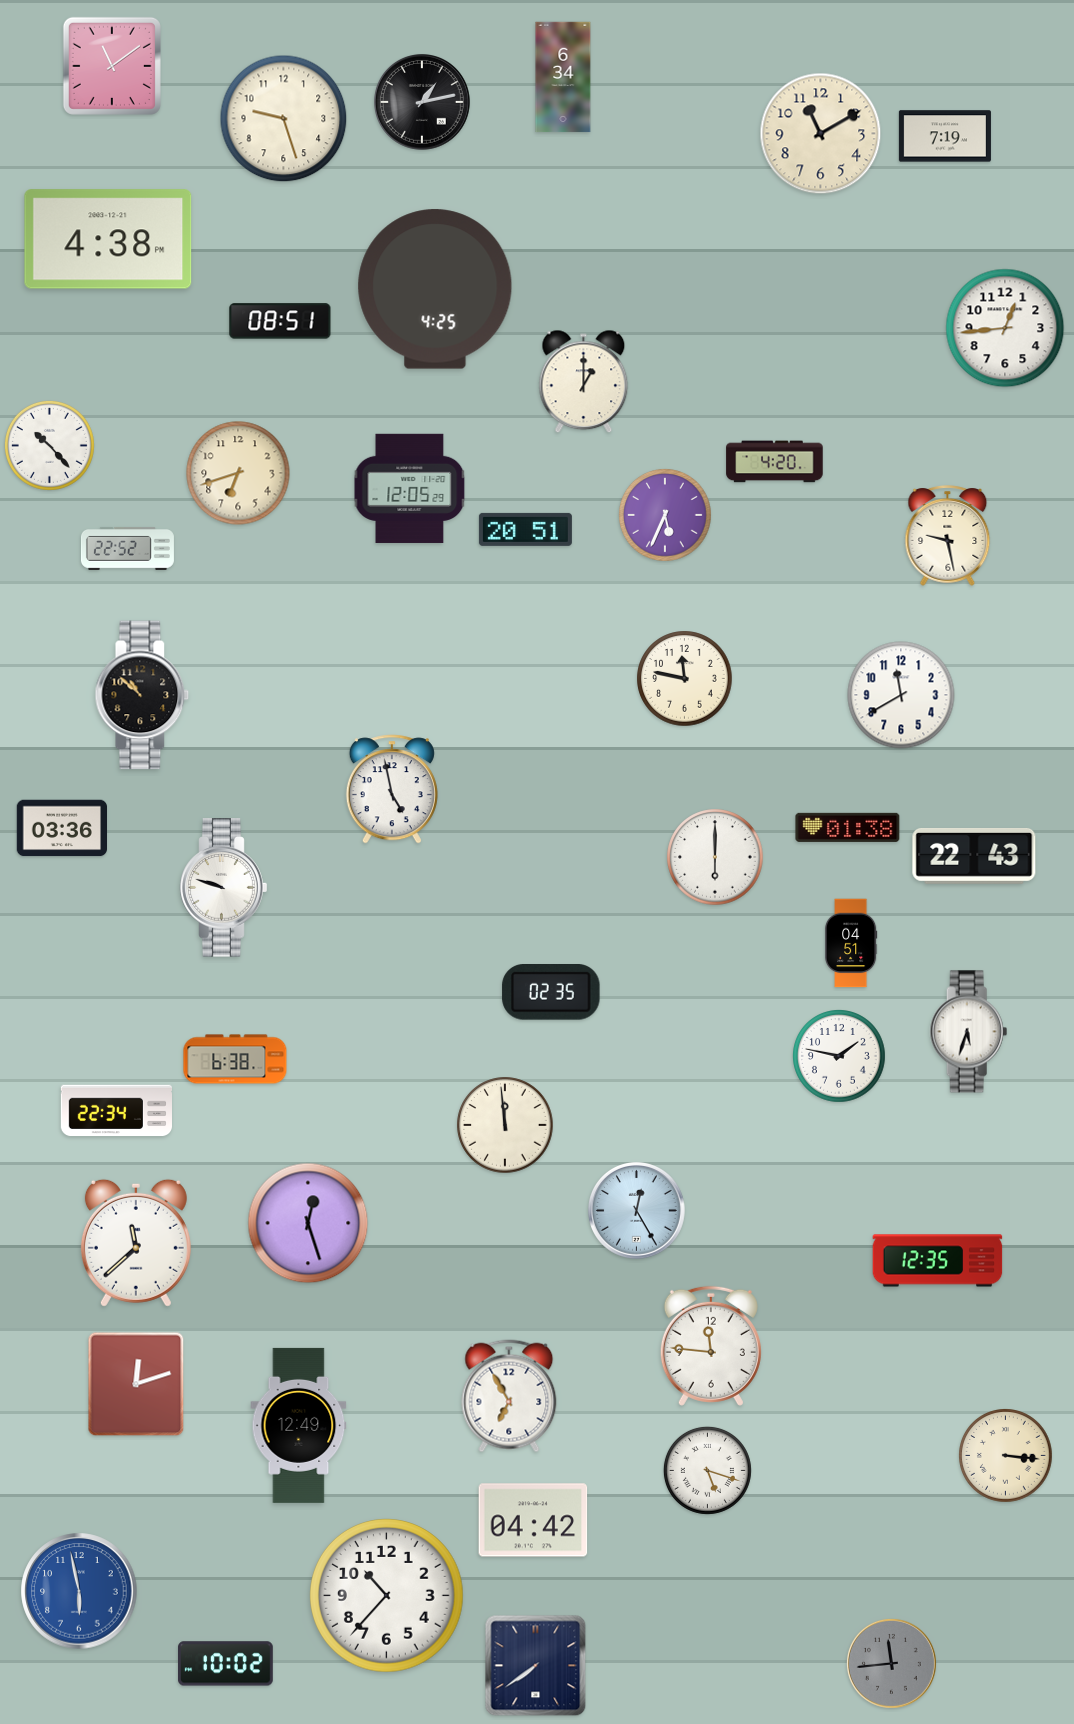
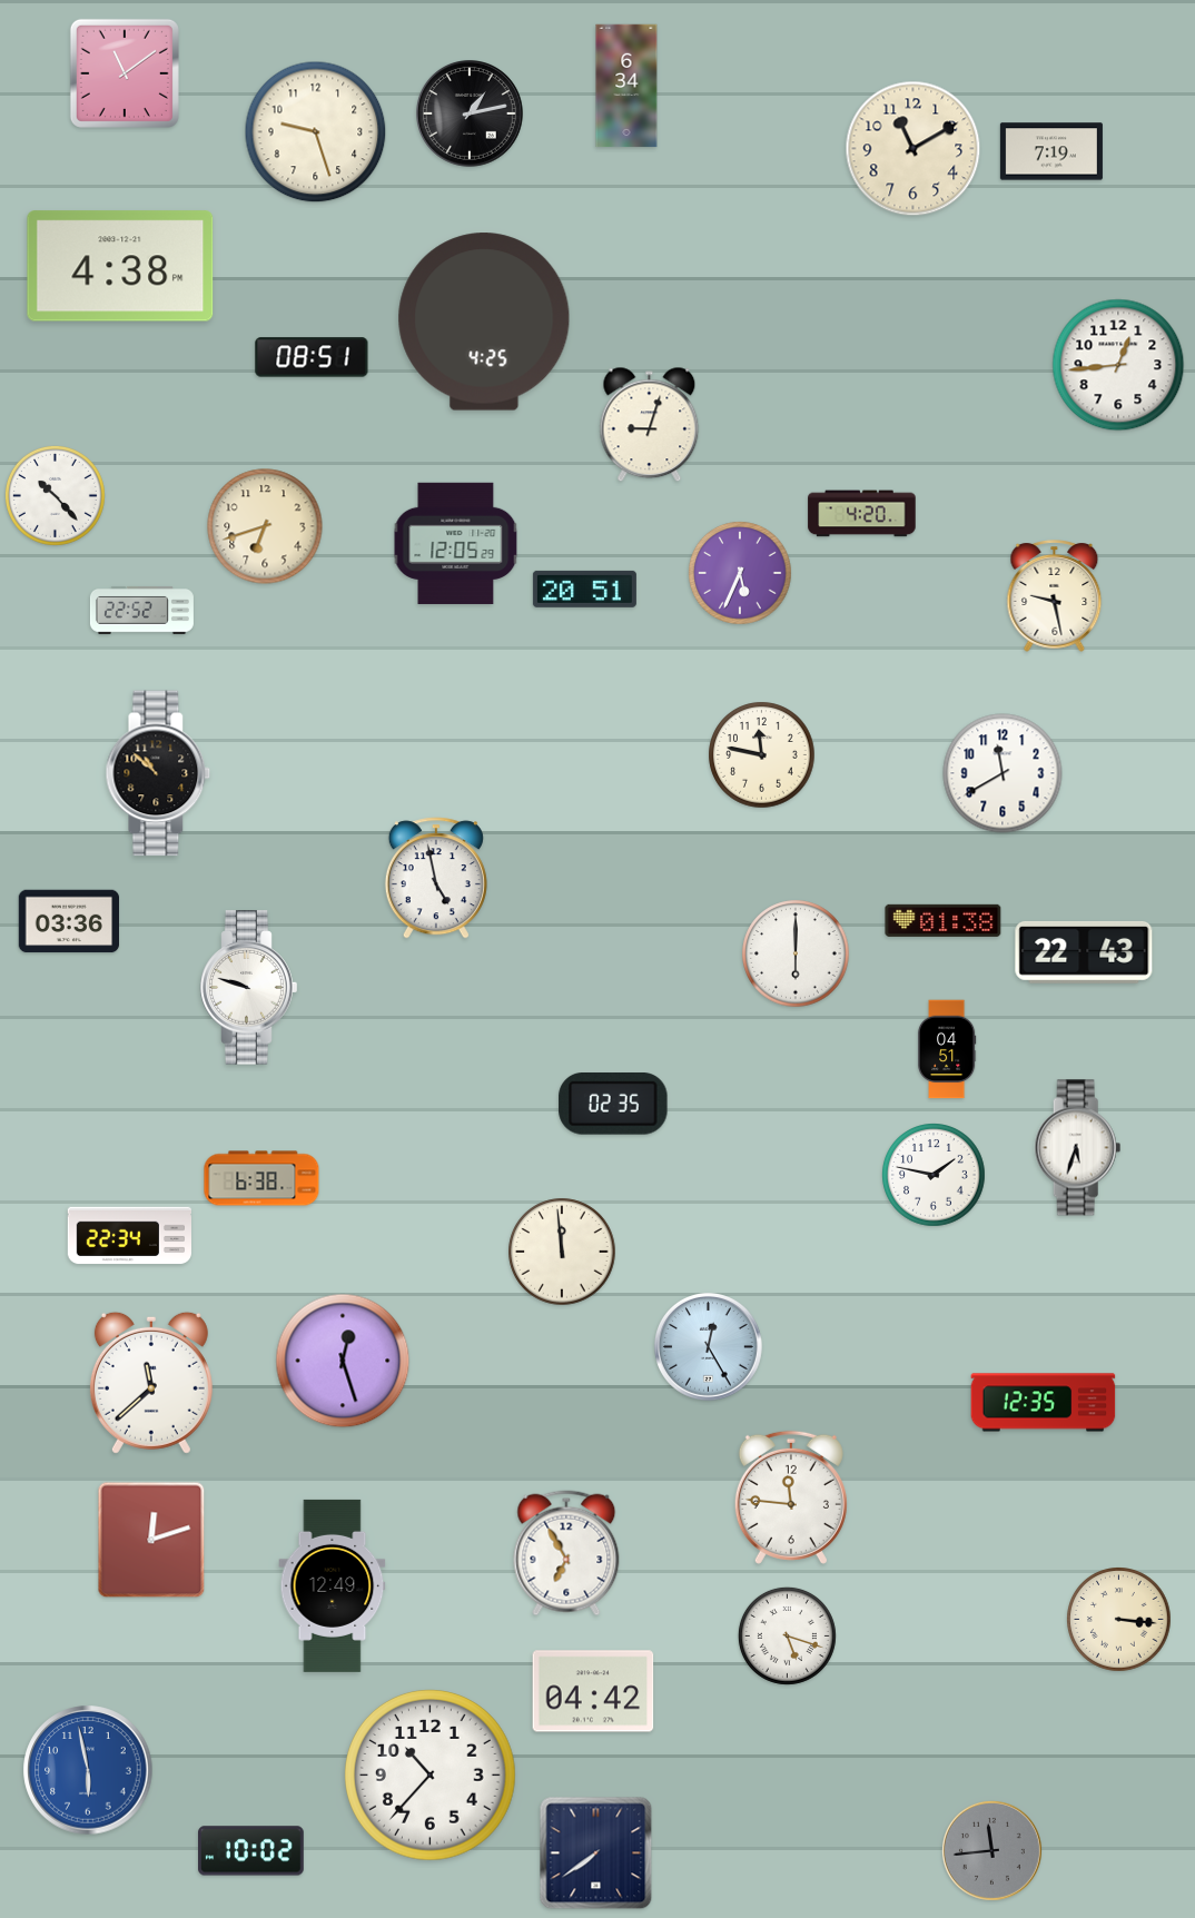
clock at (584, 382): 1:00 -> 9:03
